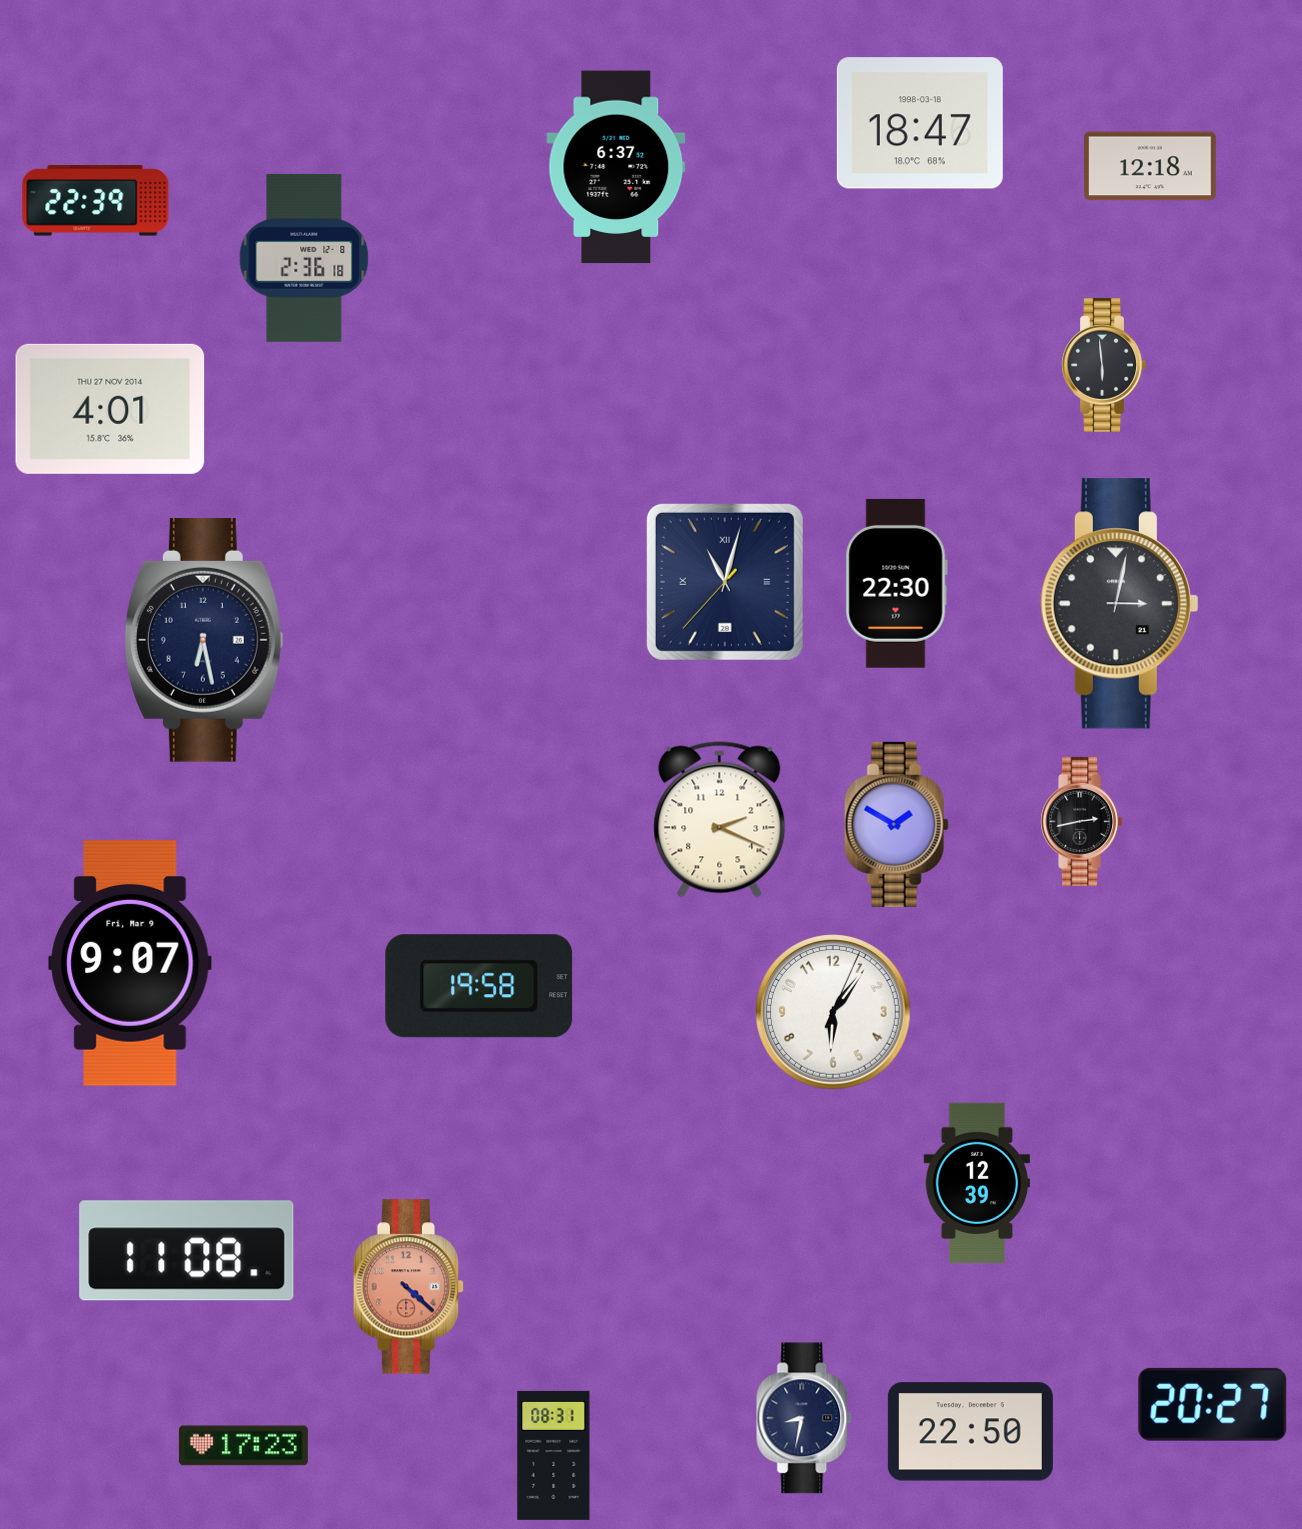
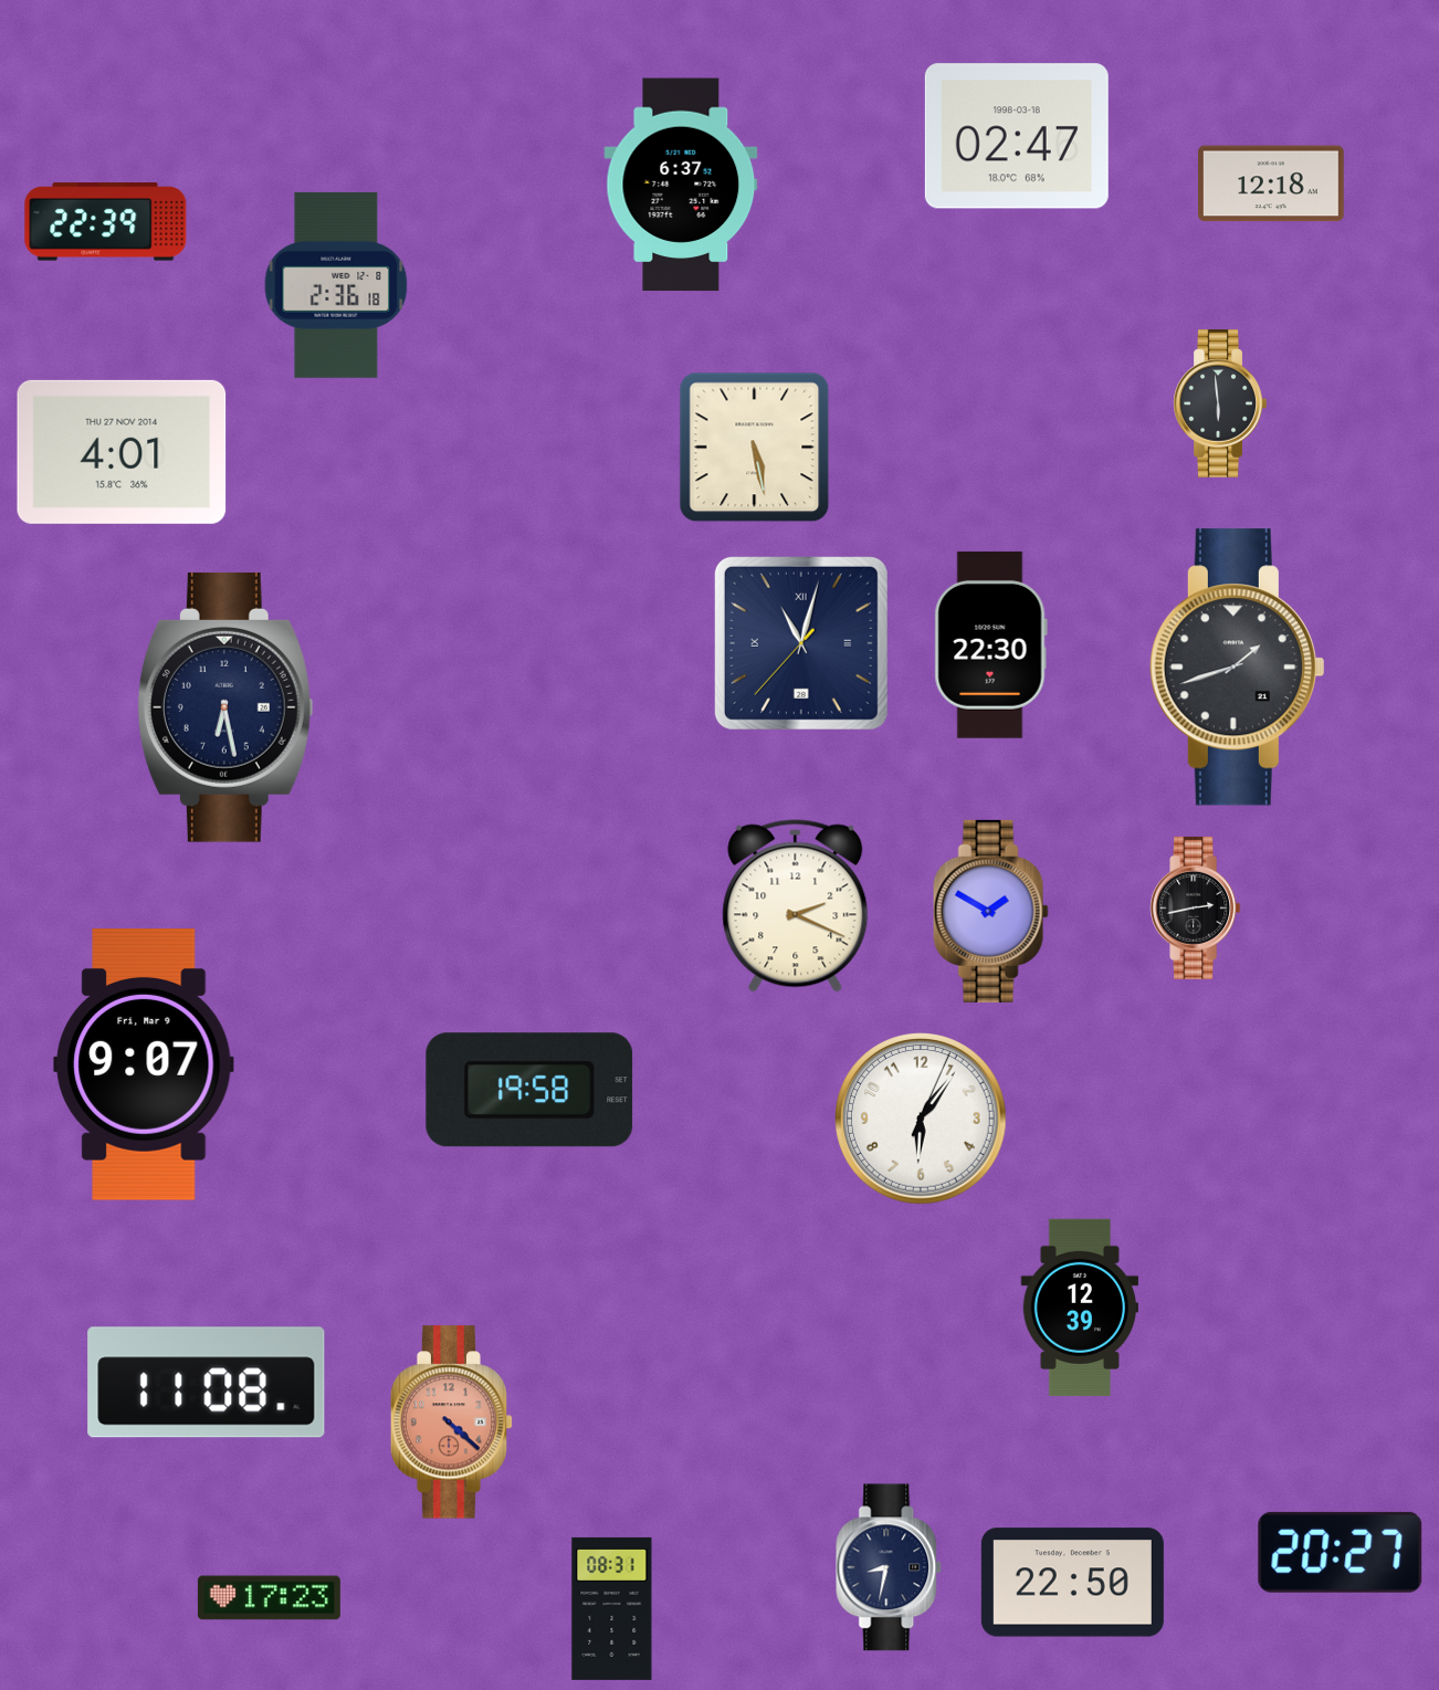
clock at (920, 123): 18:47 -> 02:47
clock at (755, 448): none -> 5:28
clock at (1119, 604): 3:02 -> 1:42
